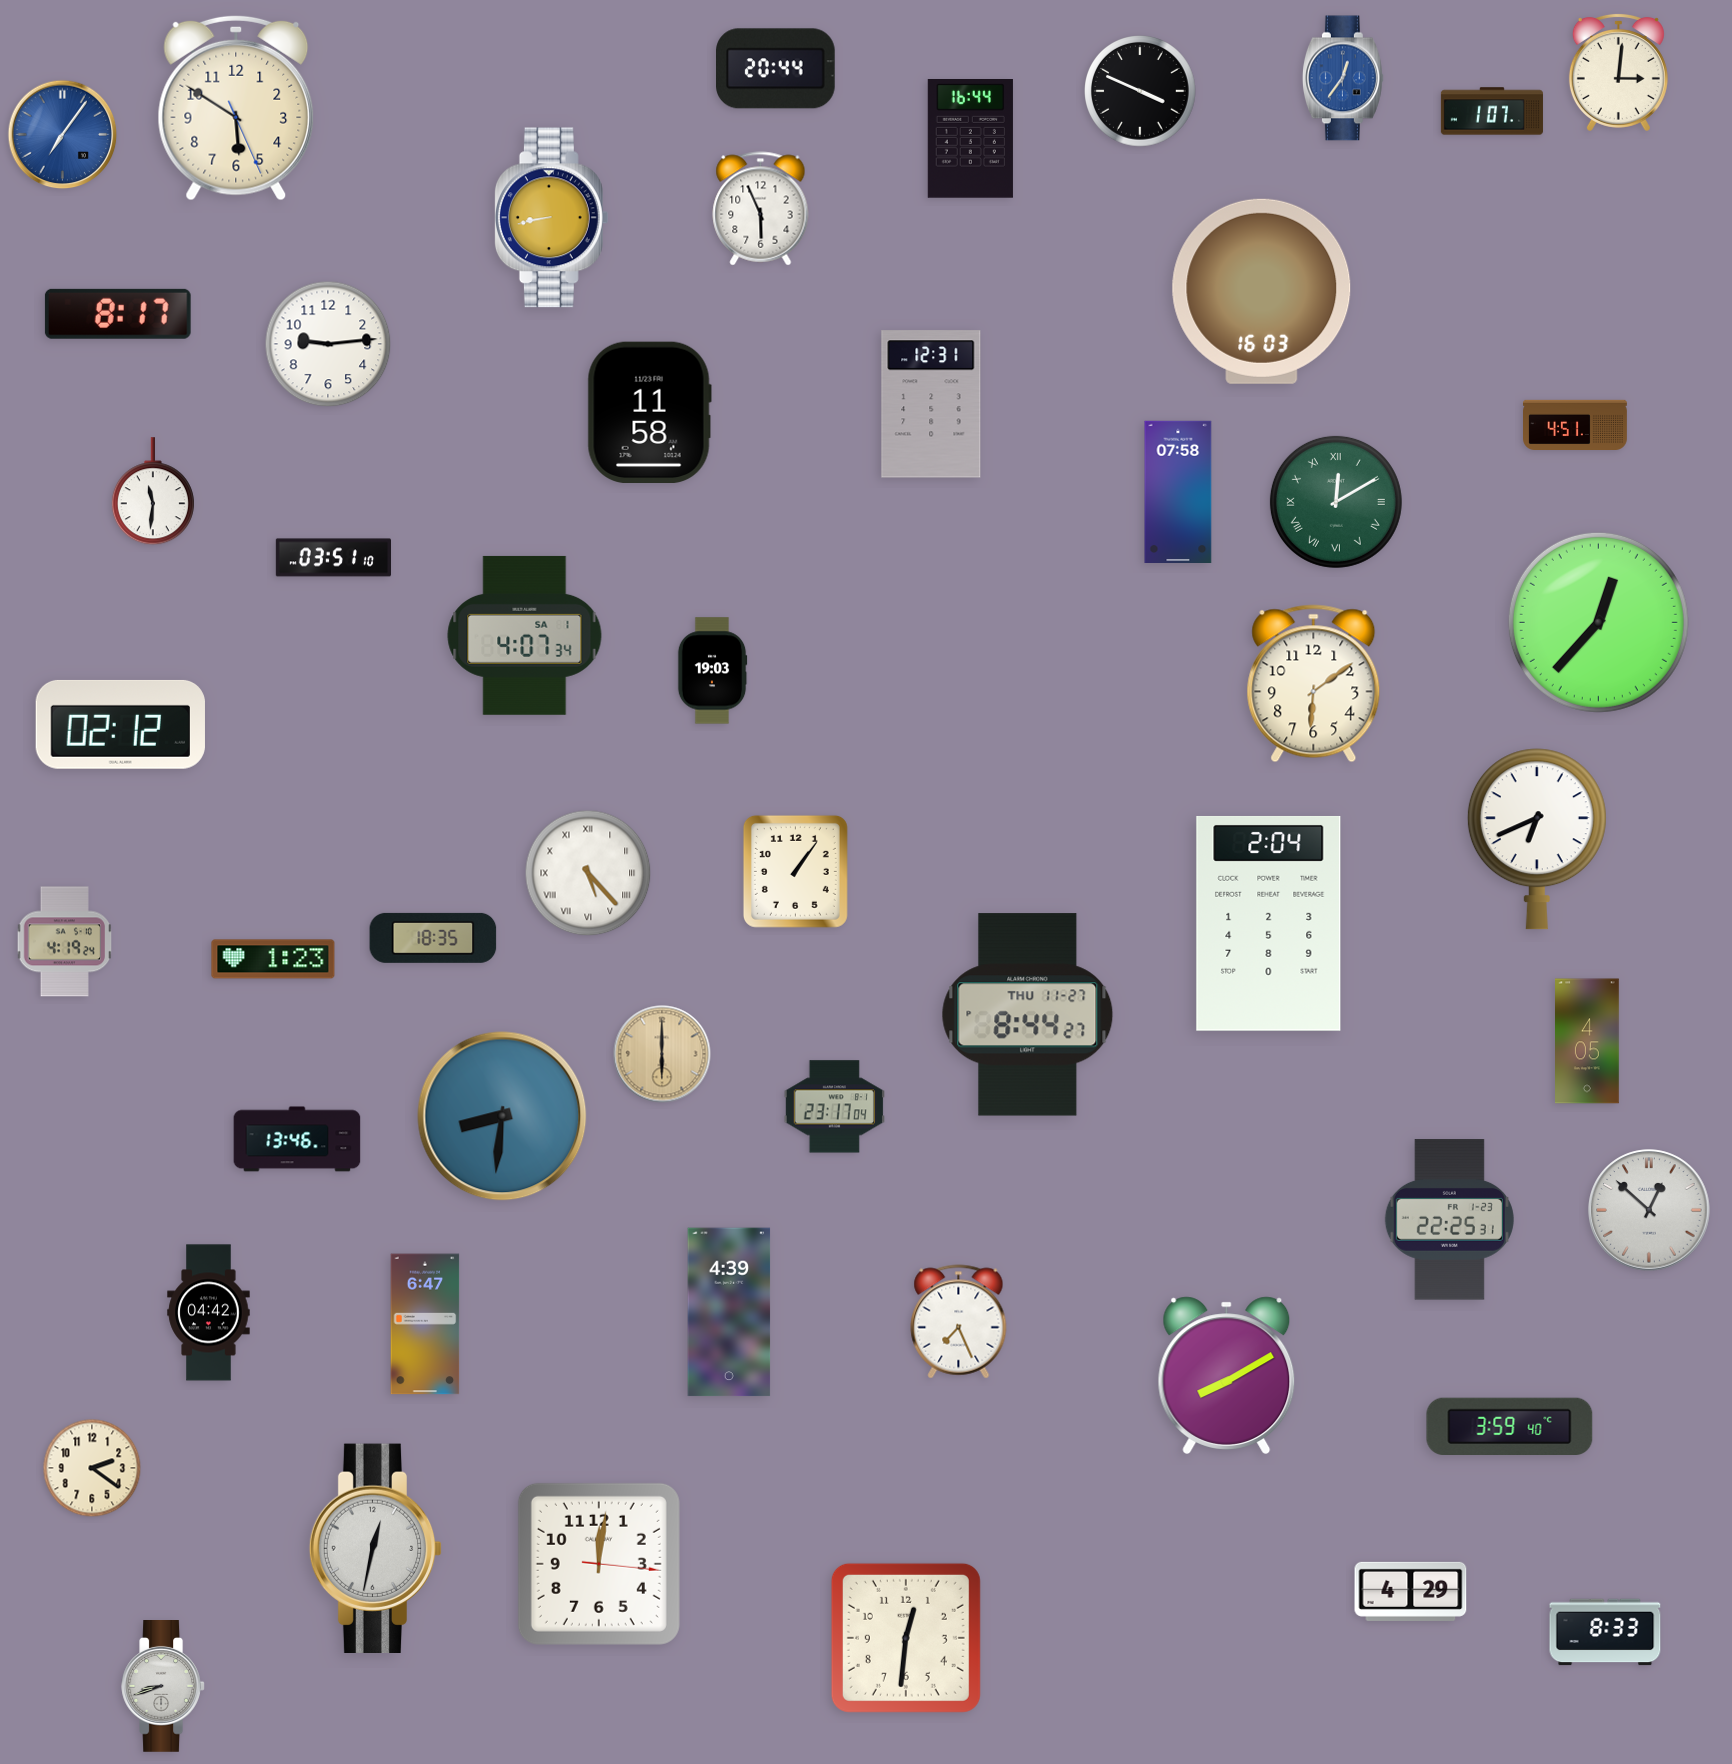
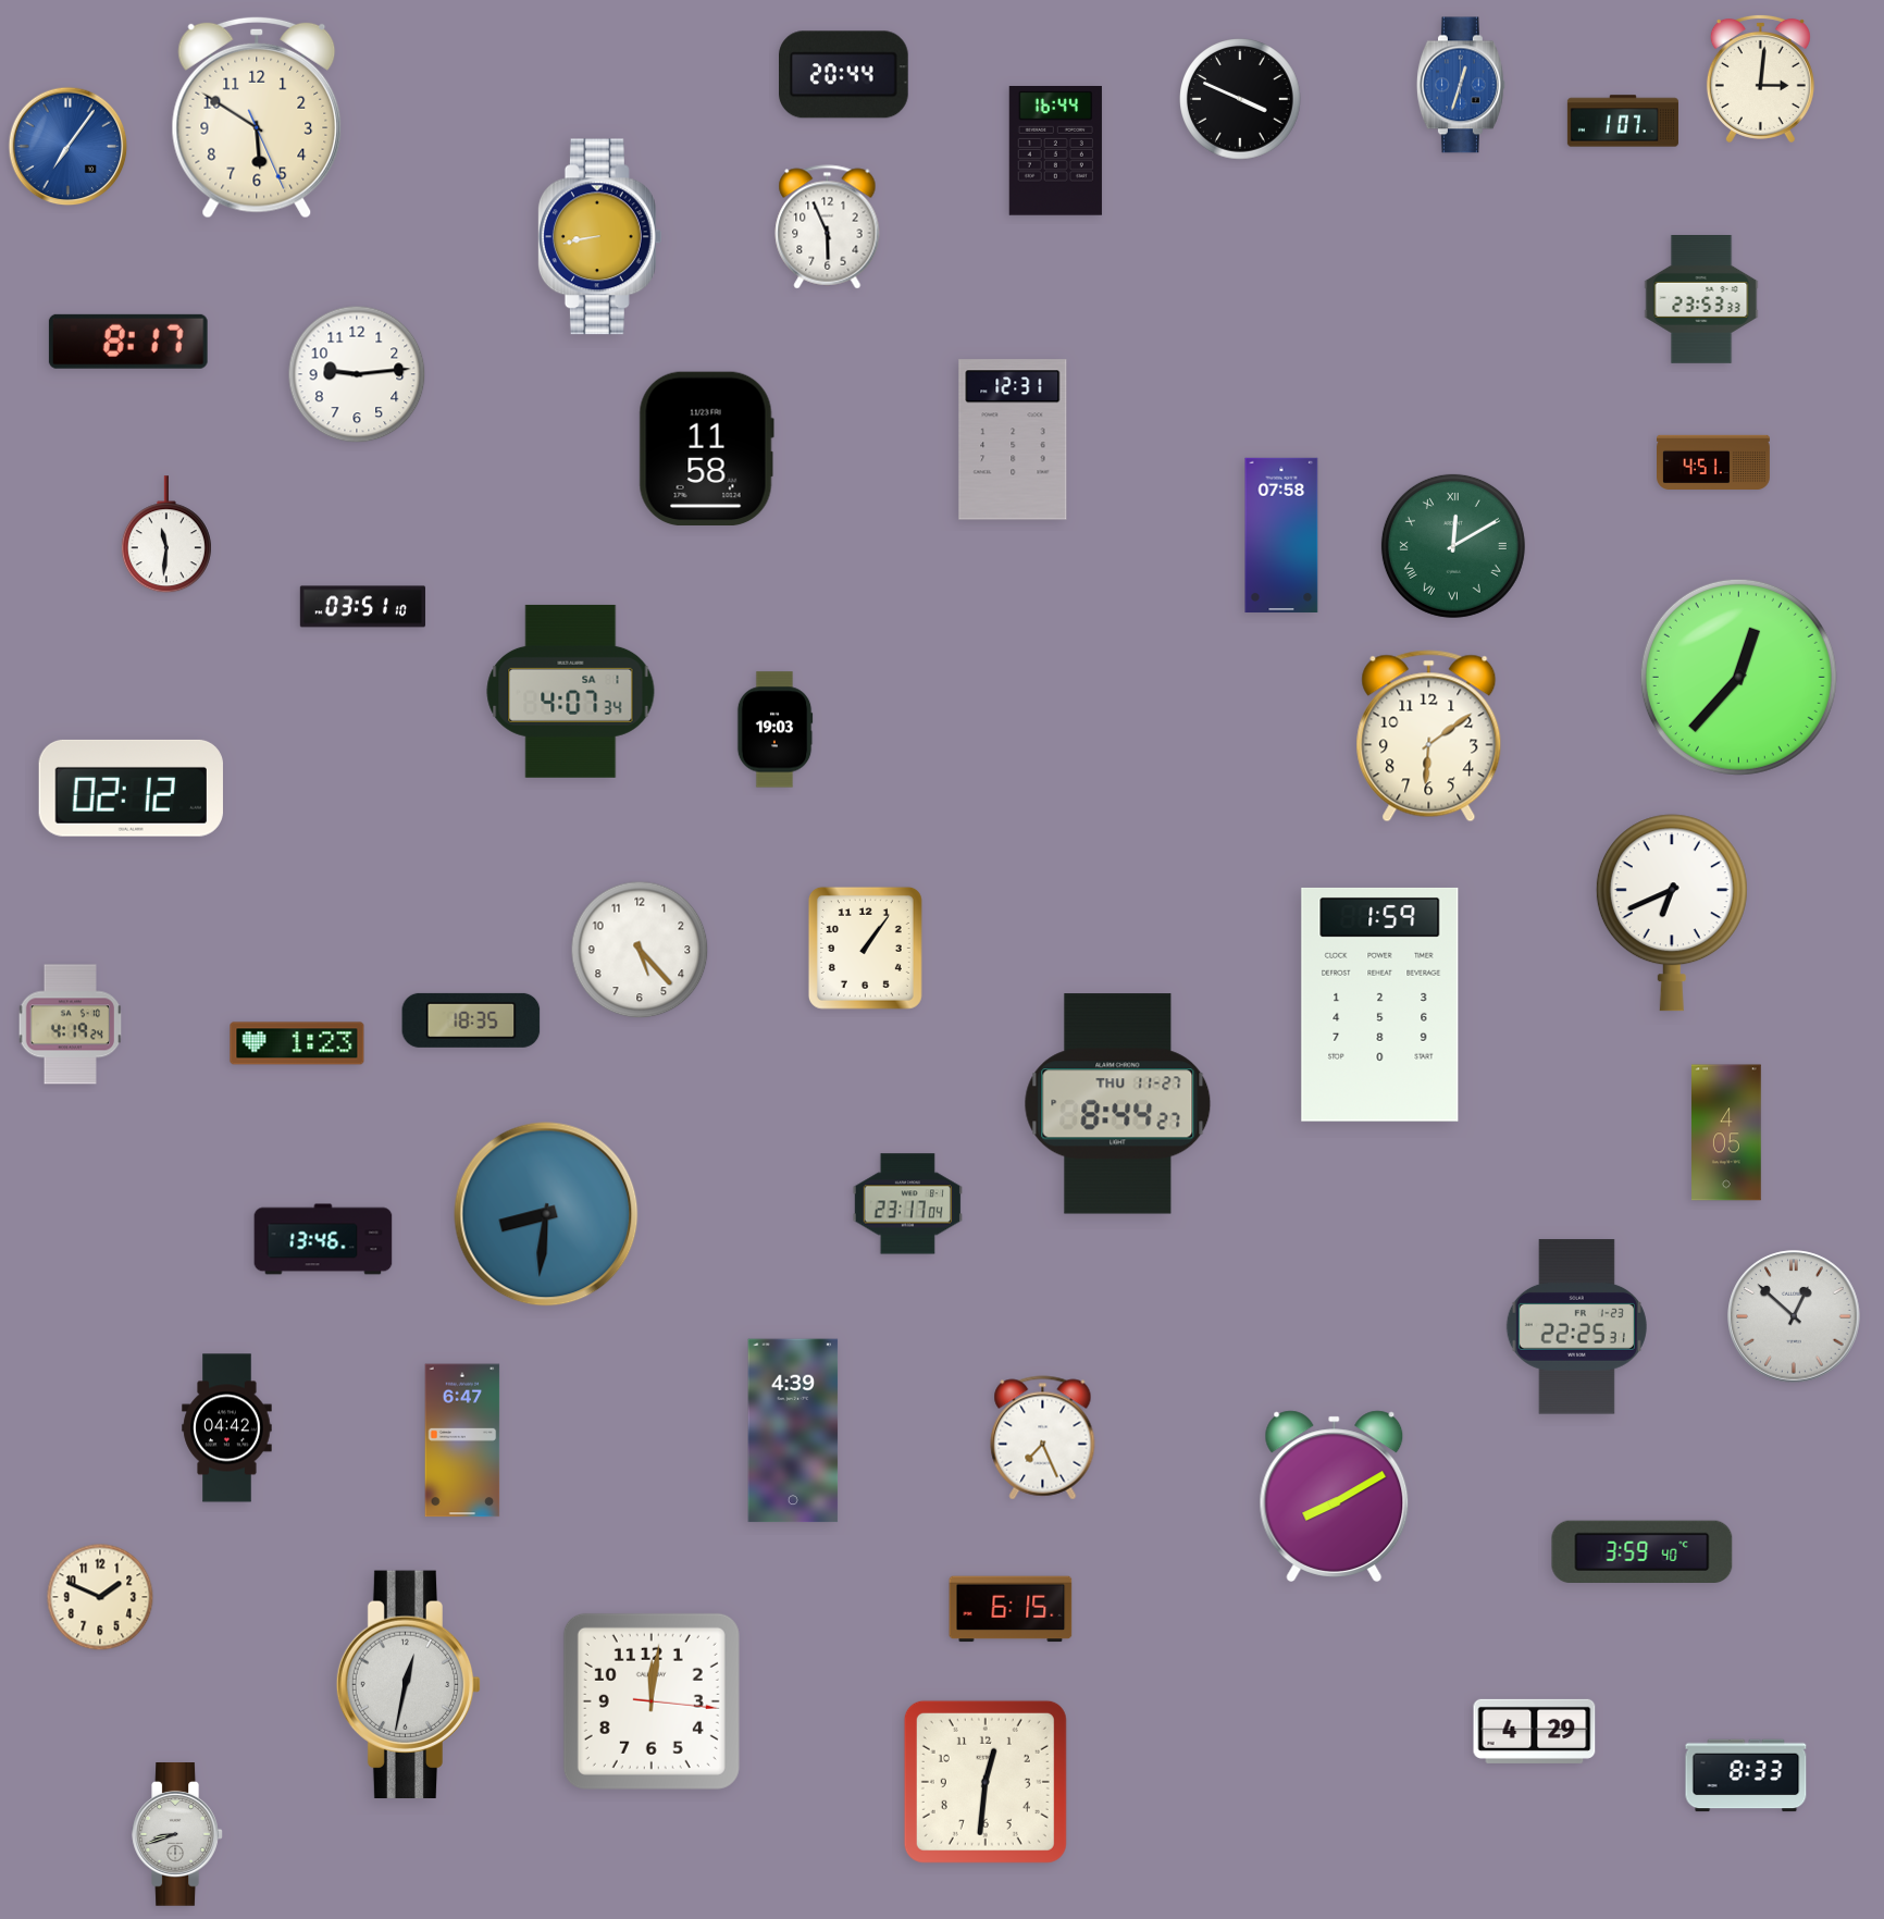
clock at (1343, 78): 12:36 -> 12:33
clock at (1701, 300): none -> 23:53
clock at (1262, 291): 16:03 -> none
clock at (1314, 684) position: (1314, 684) -> (1429, 736)
clock at (588, 873) numerals: Roman -> Arabic
clock at (1269, 924): 2:04 -> 1:59
clock at (662, 1054): 6:00 -> none
clock at (729, 1312) position: (729, 1312) -> (793, 1431)
clock at (92, 1468): 2:21 -> 1:49
clock at (1011, 1609): none -> 6:15
